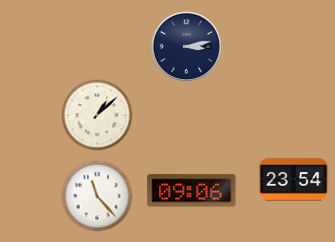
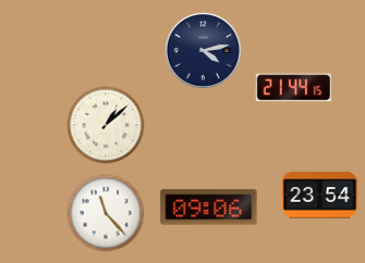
clock at (186, 46): 3:13 -> 4:13
clock at (294, 88): none -> 21:44
